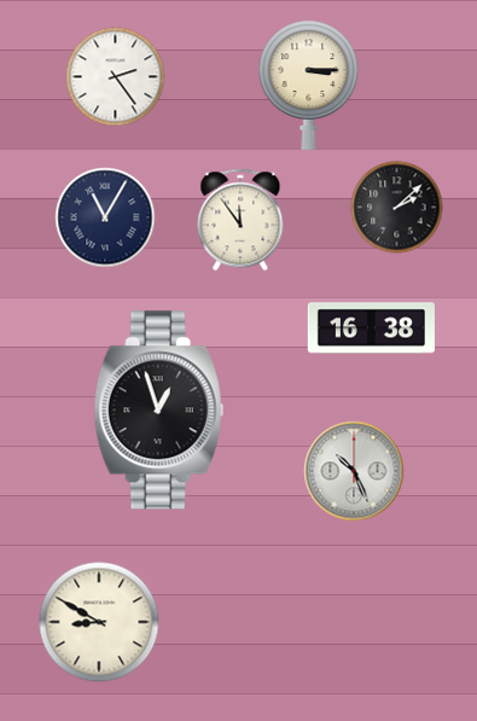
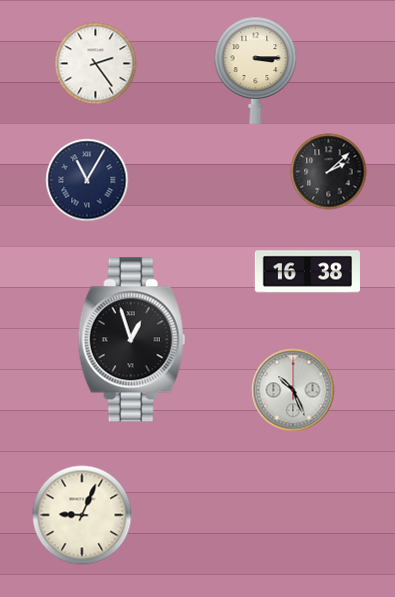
clock at (240, 220): 11:54 -> none
clock at (99, 622): 8:50 -> 9:04
